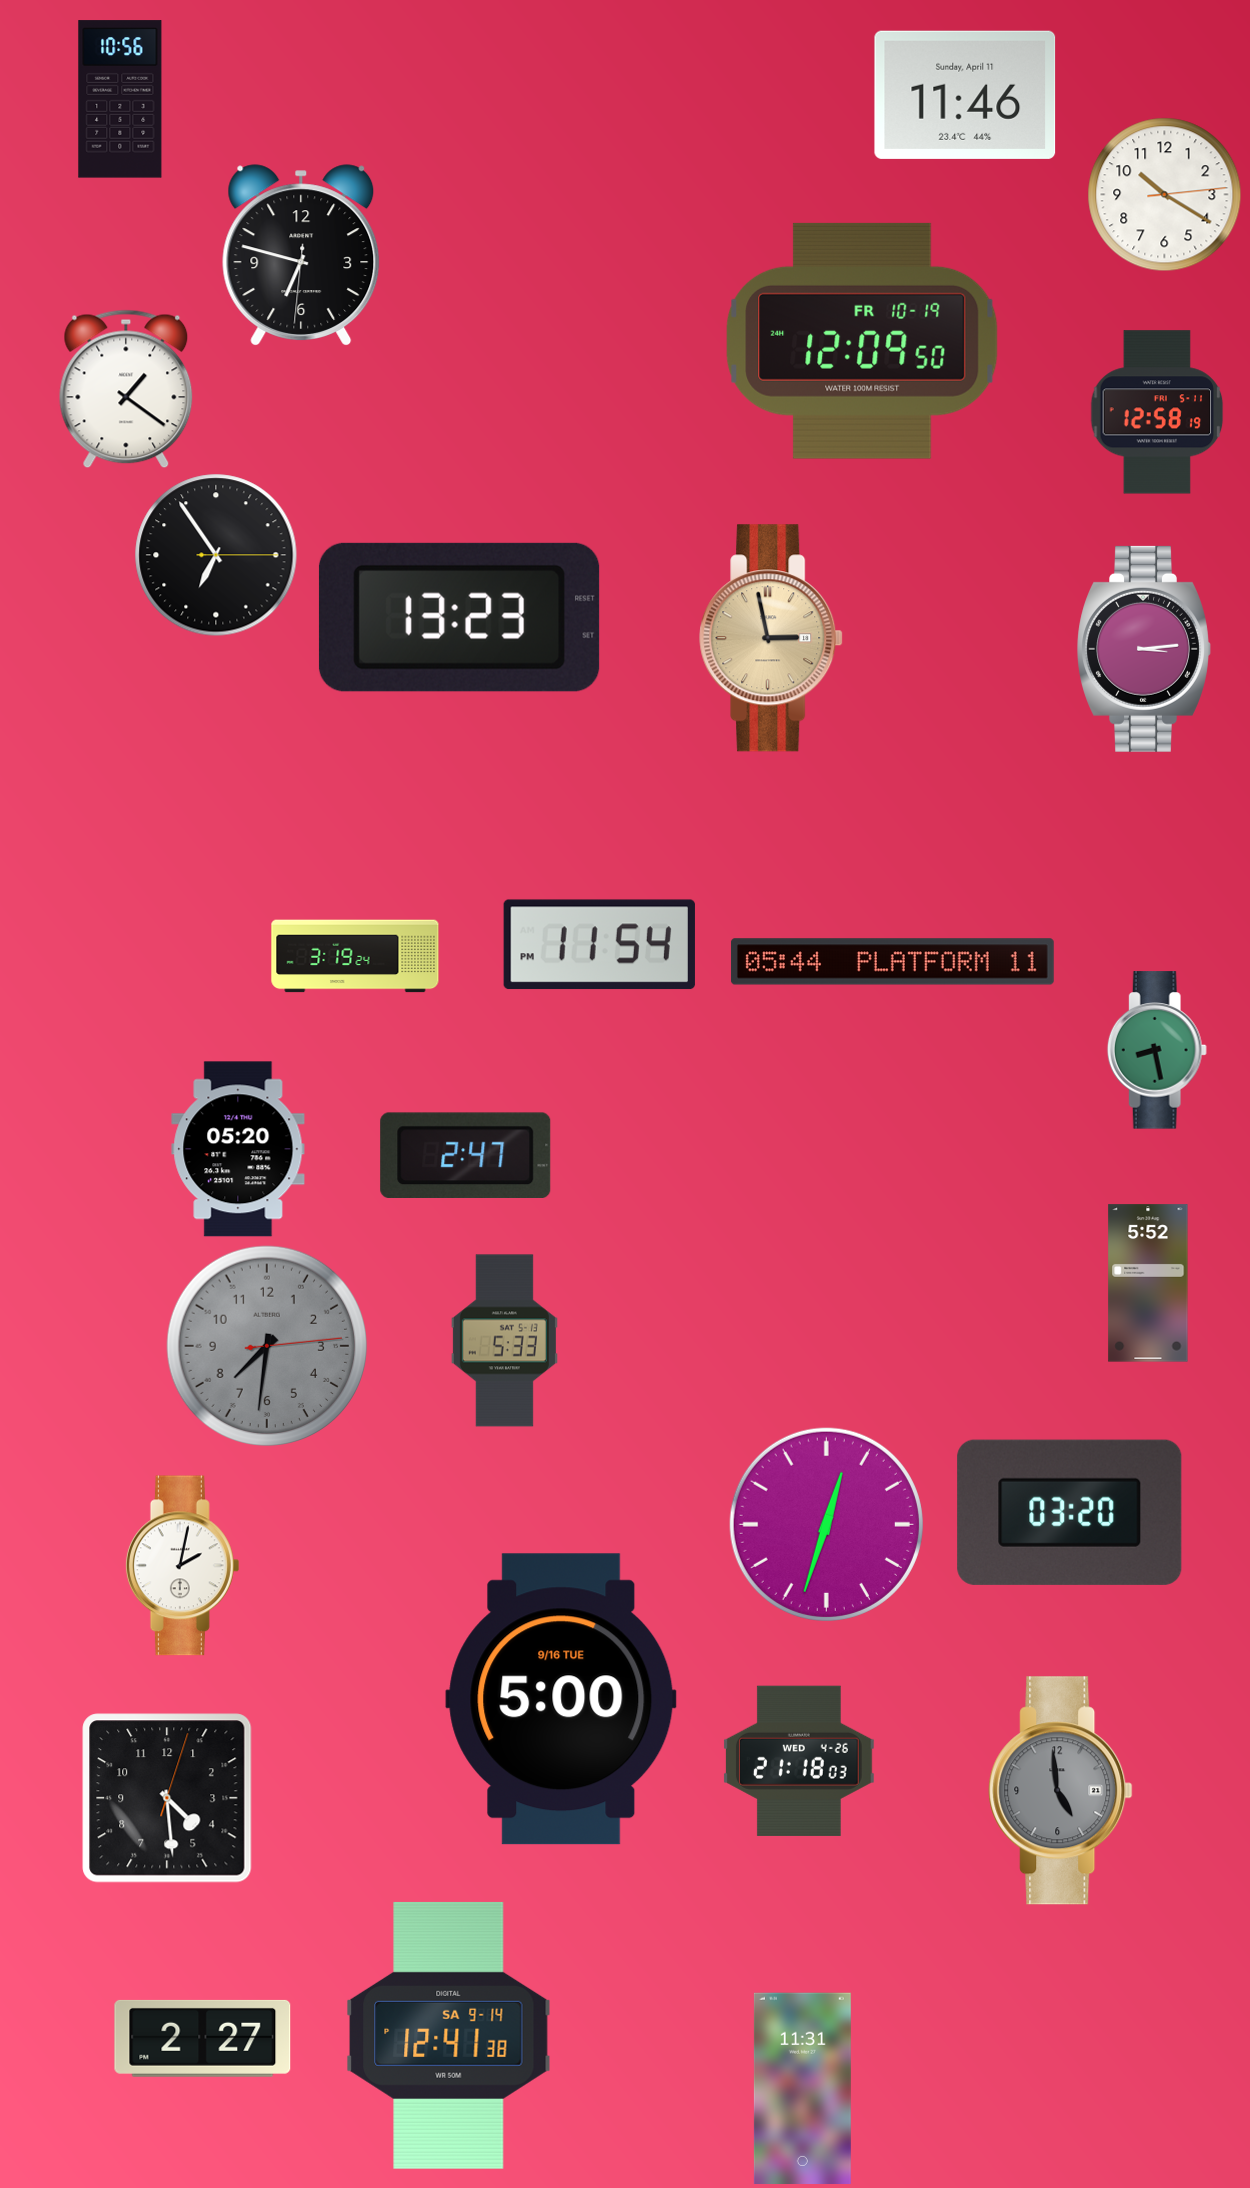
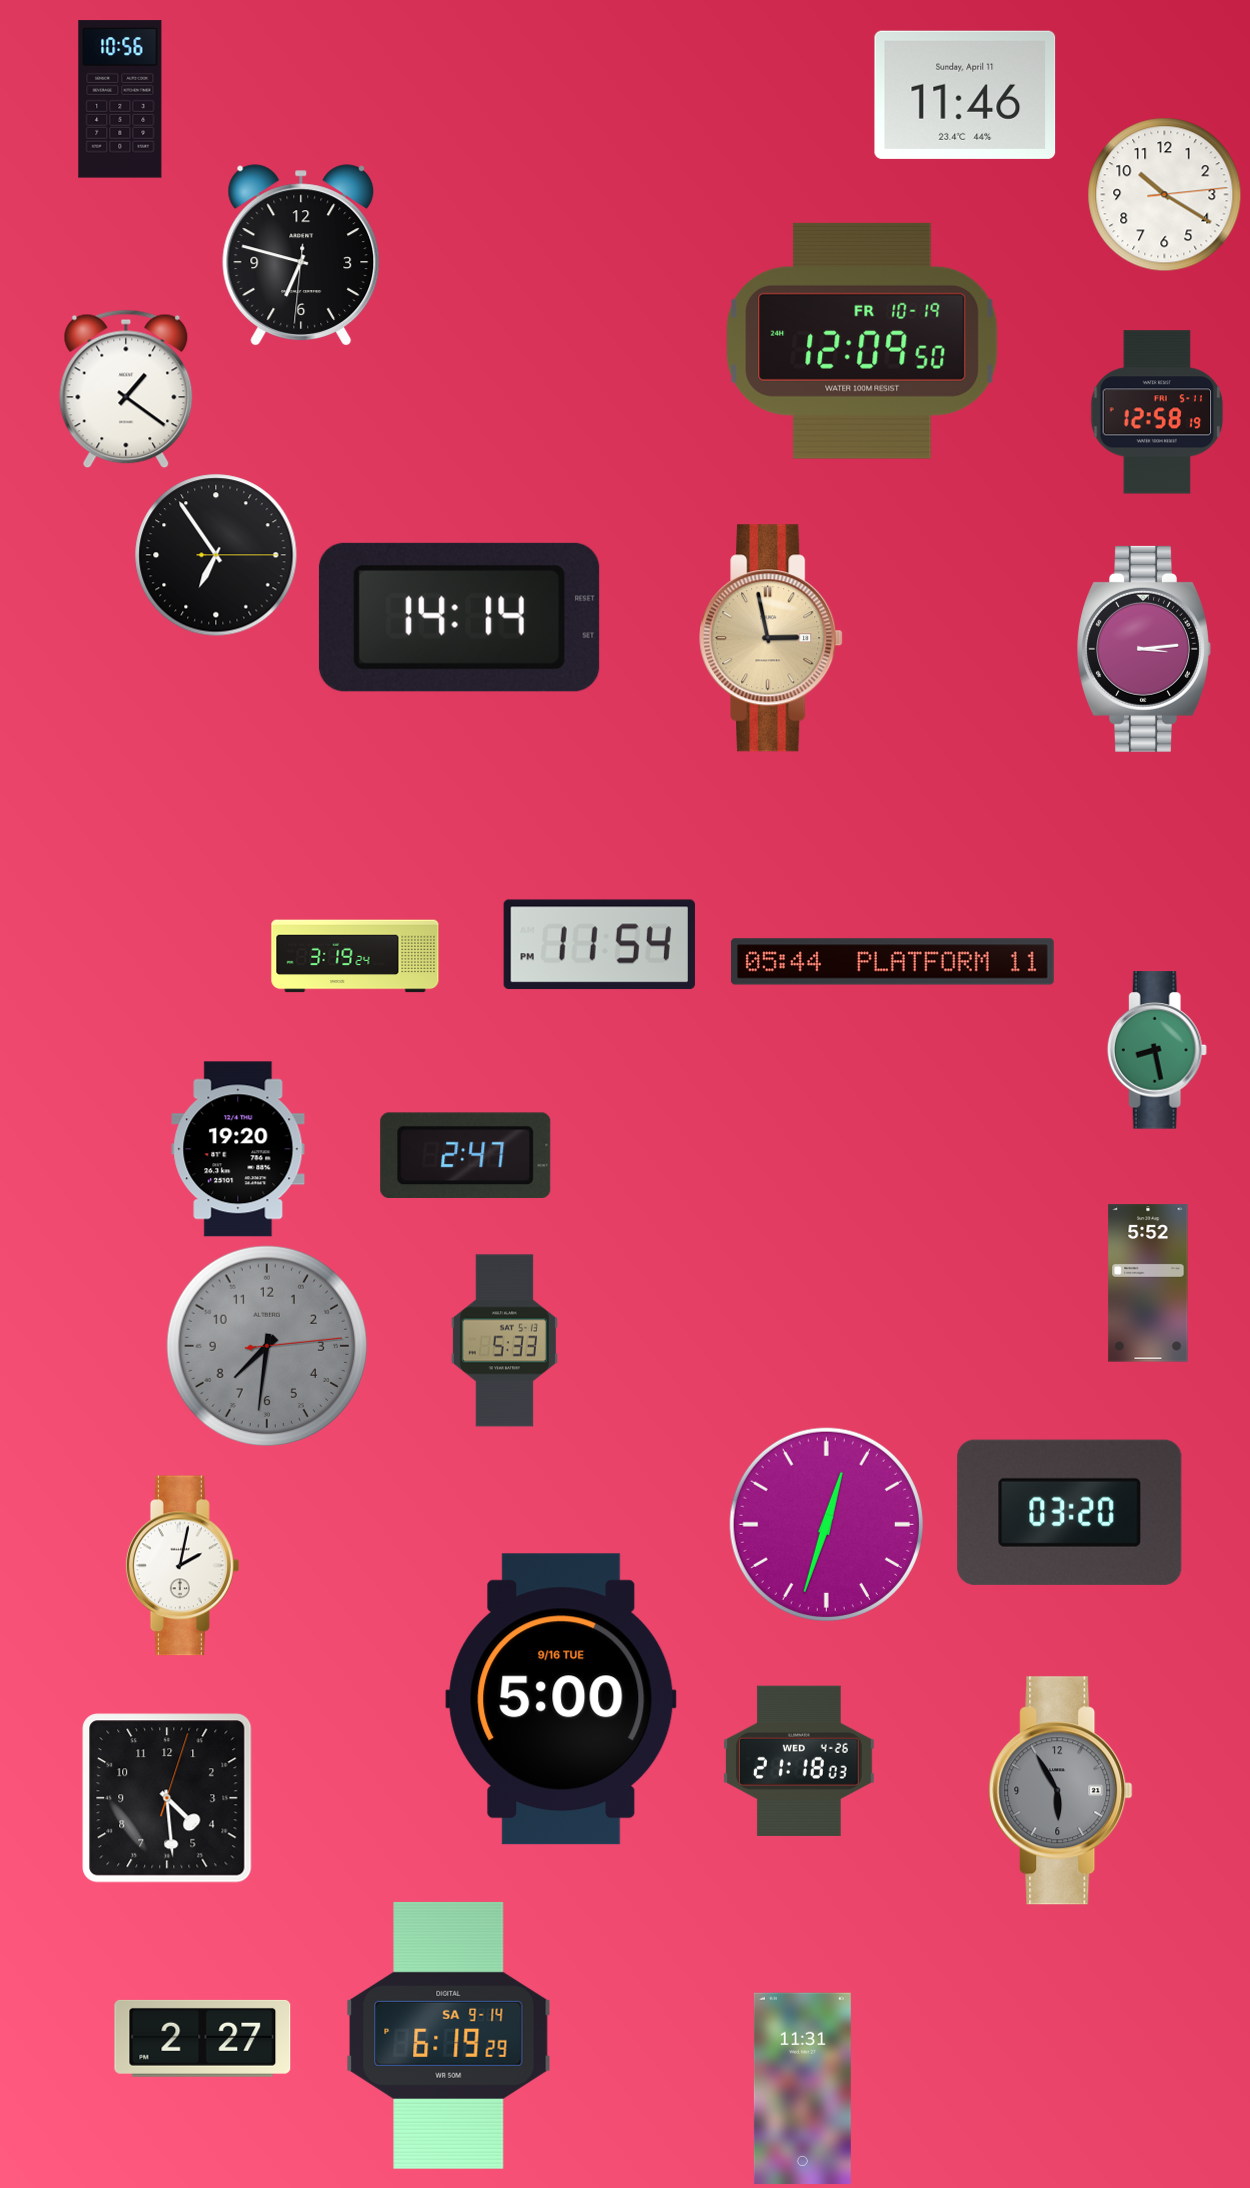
clock at (459, 617): 13:23 -> 14:14
clock at (238, 1149): 05:20 -> 19:20
clock at (1061, 1791): 4:59 -> 5:55
clock at (449, 2035): 12:41 -> 6:19
